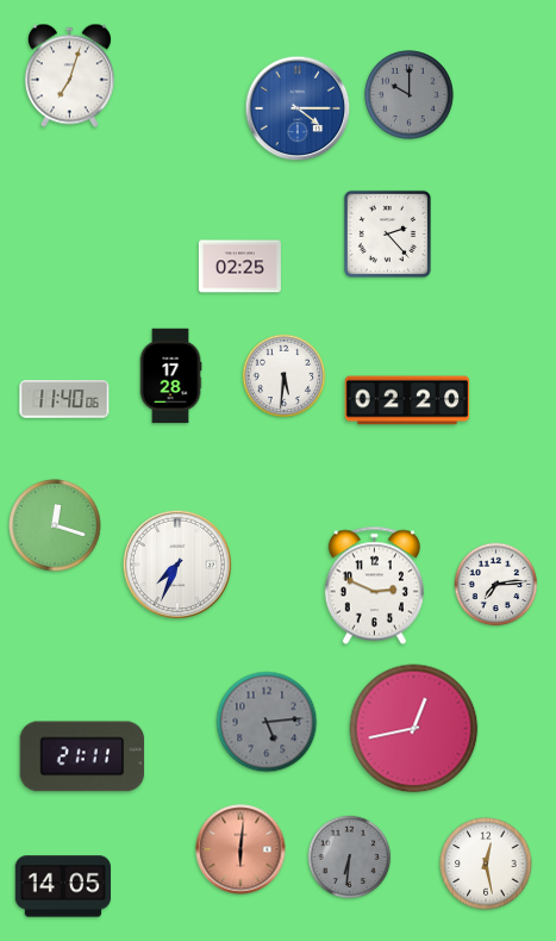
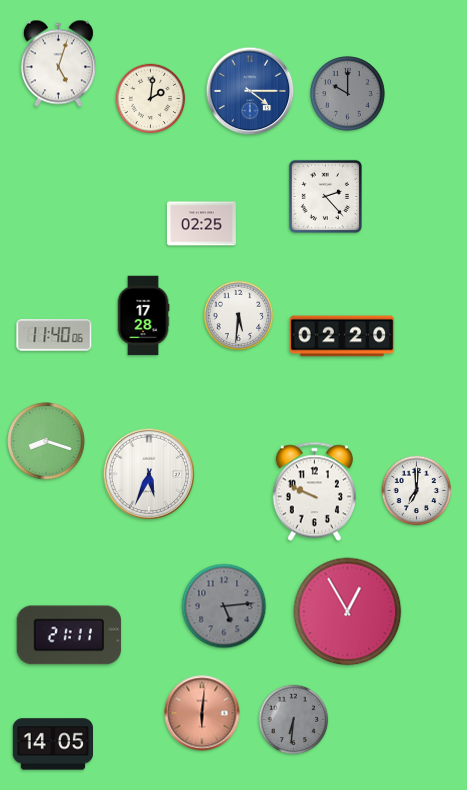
clock at (69, 76): 7:03 -> 5:03
clock at (410, 95) position: (410, 95) -> (348, 94)
clock at (151, 99): none -> 2:01
clock at (55, 525): 12:18 -> 8:18
clock at (177, 565): 7:34 -> 5:34
clock at (496, 585): 7:14 -> 7:00
clock at (374, 586): 2:49 -> 9:49
clock at (414, 729): 12:43 -> 12:55
clock at (486, 864): 12:28 -> none
